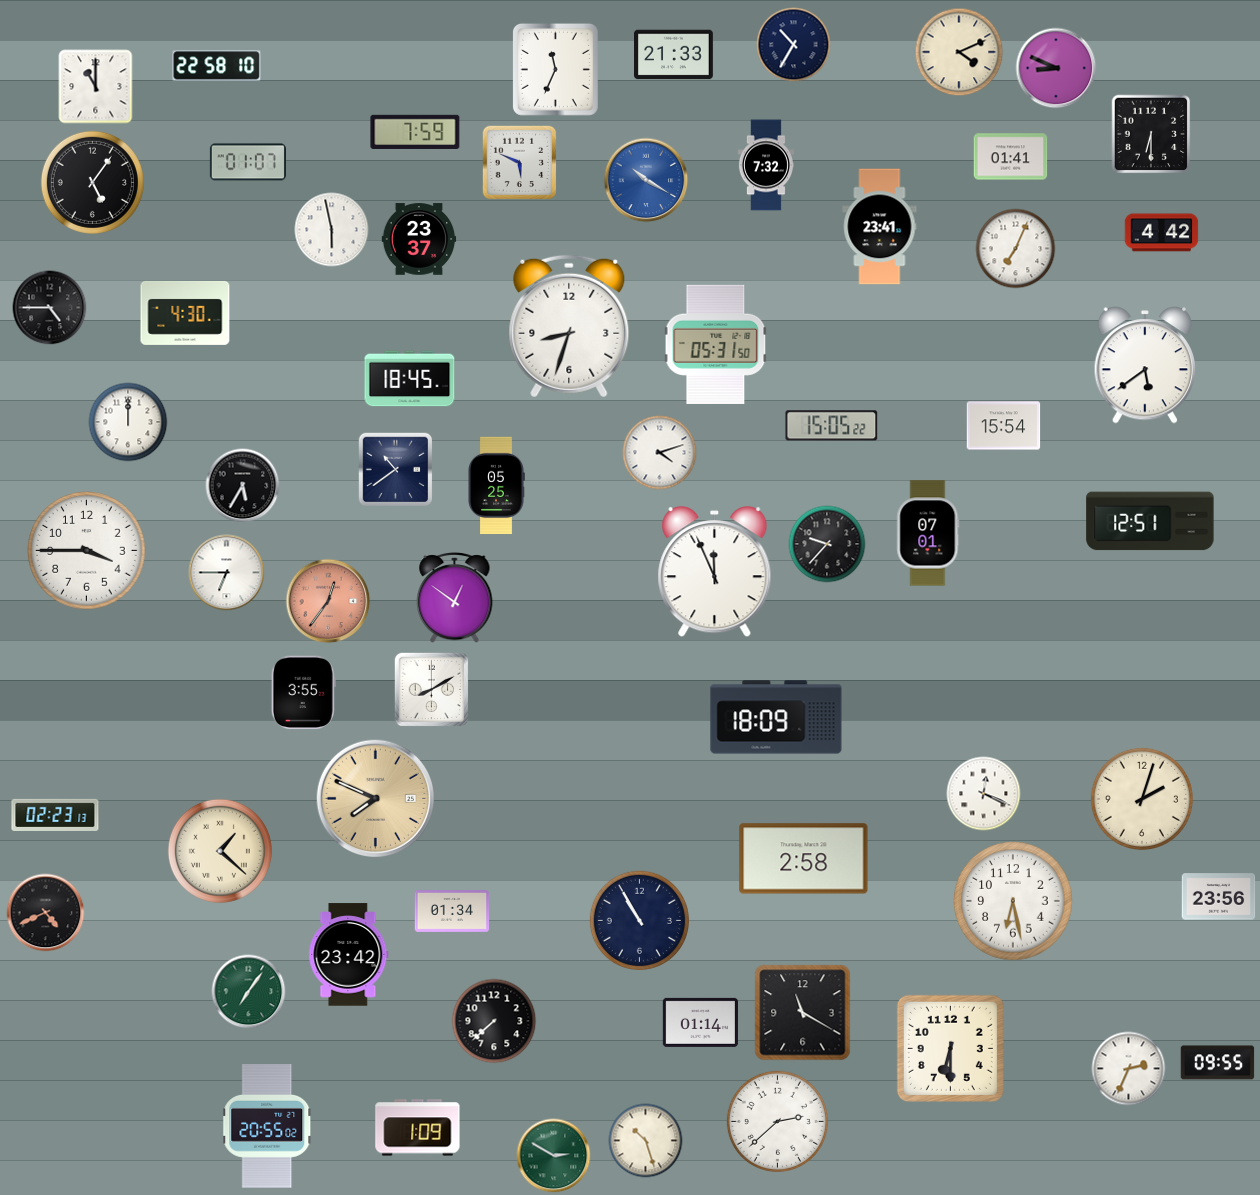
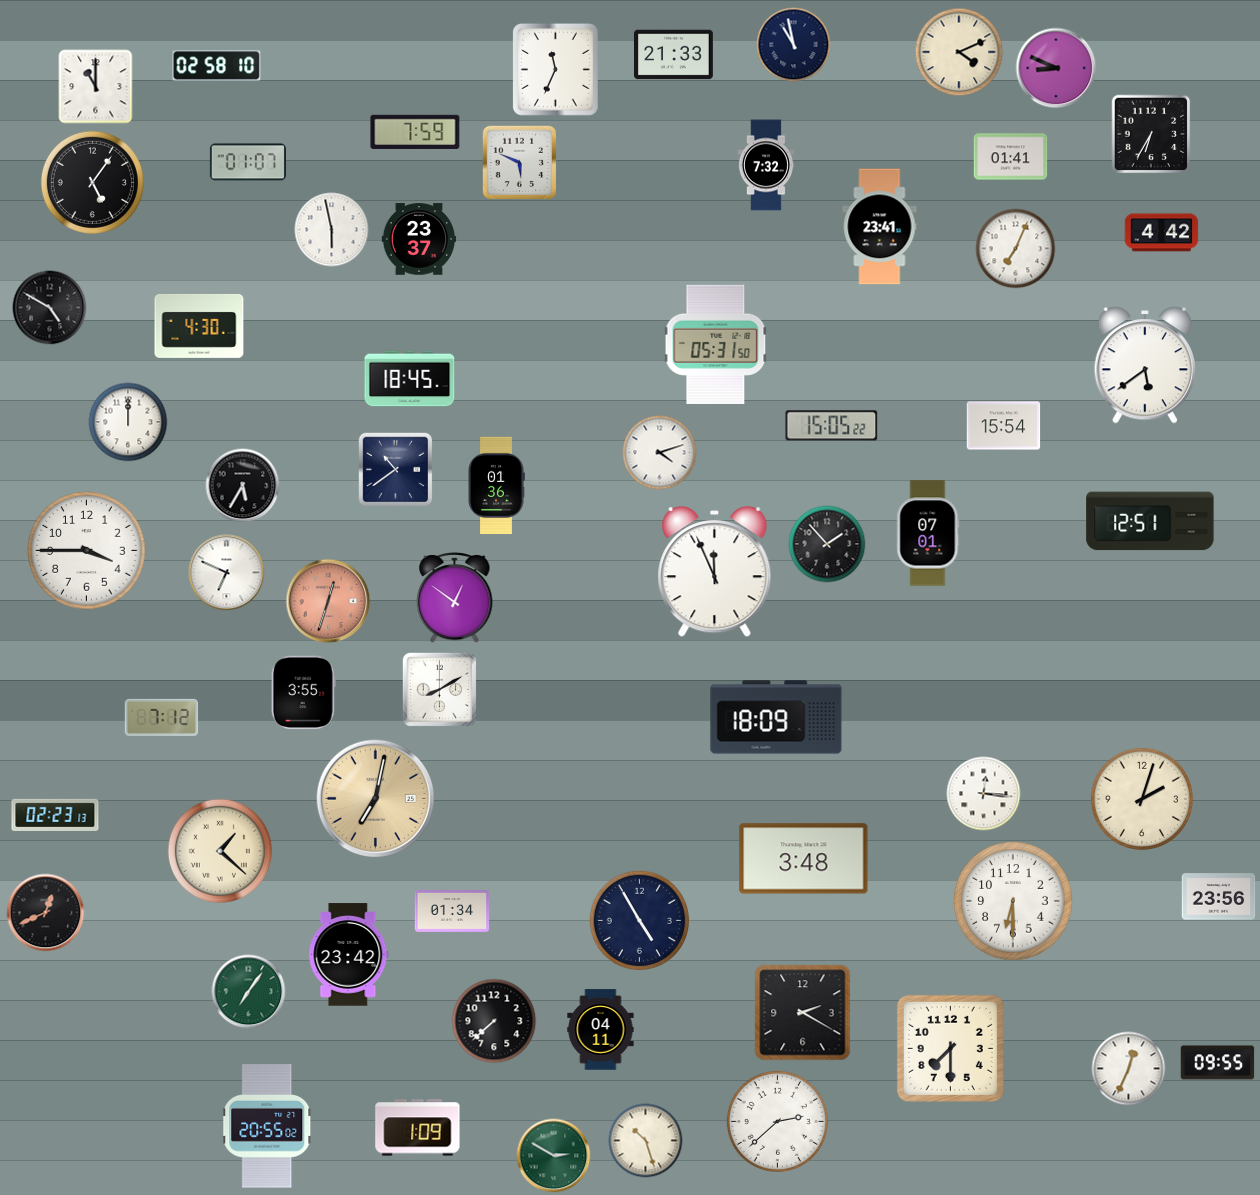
clock at (794, 45): 10:35 -> 10:58
clock at (217, 66): 22:58 -> 02:58
clock at (1151, 134): 6:30 -> 6:35
clock at (646, 180): 10:20 -> none
clock at (50, 308): 4:45 -> 4:50
clock at (185, 313) position: (185, 313) -> (199, 326)
clock at (569, 326): 8:33 -> none
clock at (496, 485): 05:25 -> 01:36
clock at (827, 544): 9:37 -> 1:53
clock at (227, 573): 6:45 -> 6:49
clock at (328, 601): 12:36 -> 12:33
clock at (432, 690) position: (432, 690) -> (440, 690)
clock at (162, 717): none -> 7:12
clock at (984, 794): 12:19 -> 12:16
clock at (375, 798): 7:49 -> 7:02
clock at (804, 859): 2:58 -> 3:48
clock at (1013, 901): 6:28 -> 6:30
clock at (46, 913): 4:41 -> 12:41
clock at (639, 920): 10:55 -> 4:55
clock at (803, 1013): 11:20 -> 2:20
clock at (700, 1022): 01:14 -> none
clock at (601, 1030): none -> 04:11
clock at (950, 1048): 6:30 -> 7:30
clock at (1129, 1069): 2:34 -> 12:34
